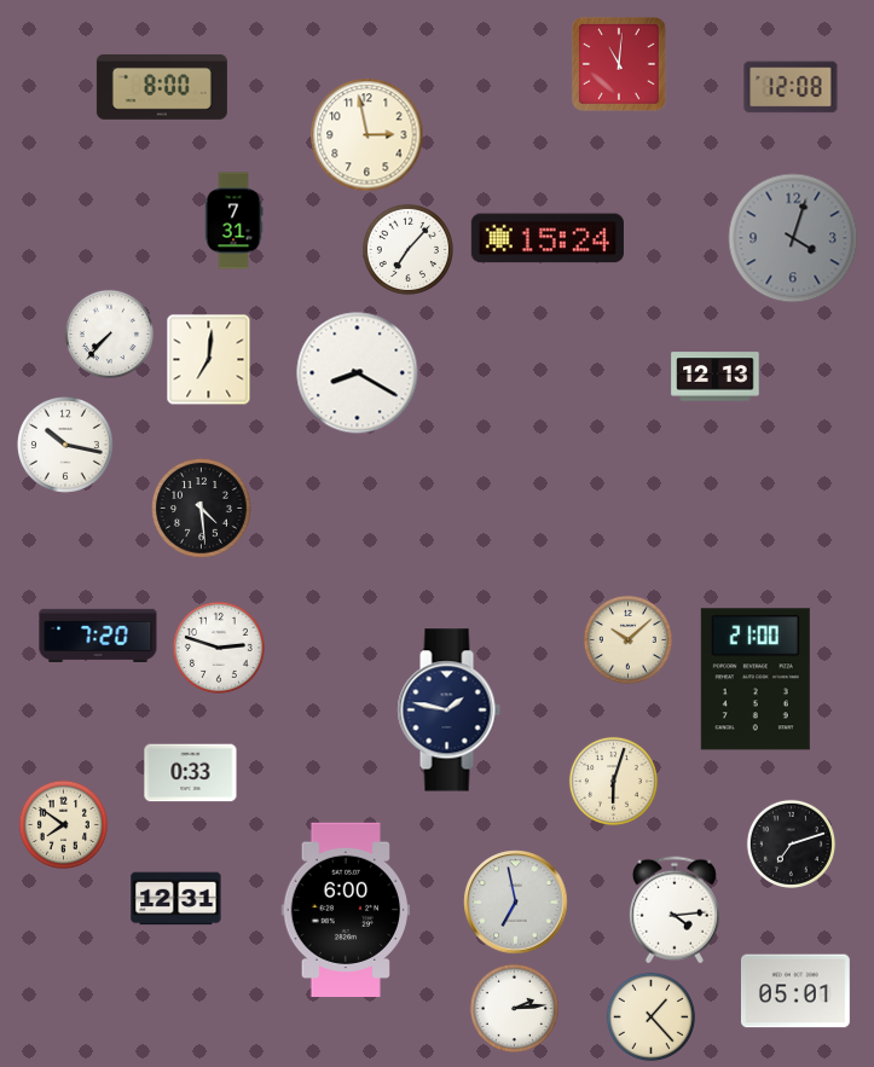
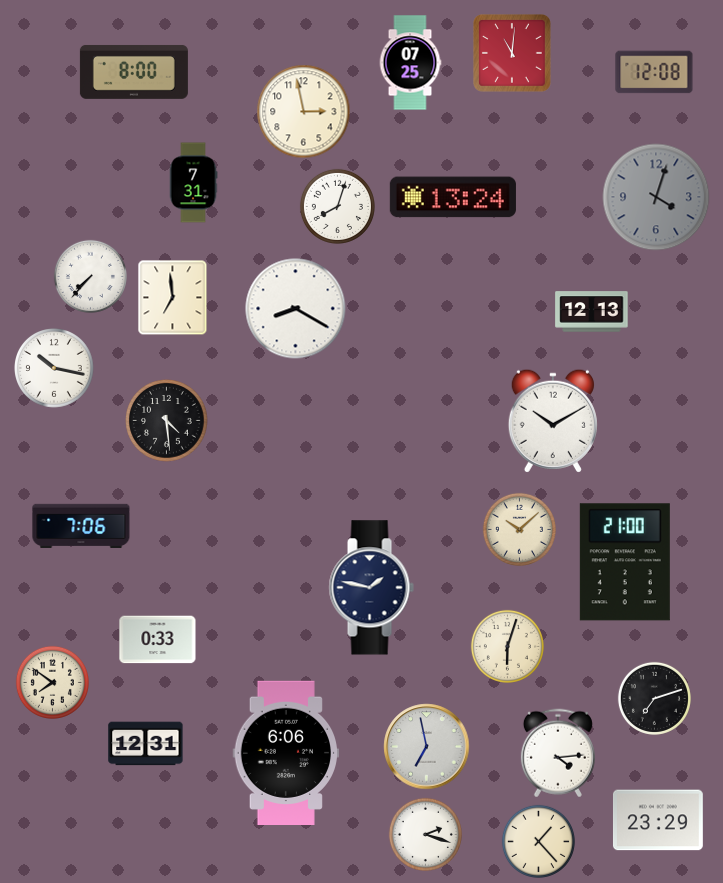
clock at (410, 63): none -> 07:25
clock at (548, 238): 15:24 -> 13:24
clock at (407, 249): 7:07 -> 8:03
clock at (209, 360): 7:01 -> 6:59
clock at (553, 421): none -> 10:10
clock at (98, 636): 7:20 -> 7:06
clock at (219, 648): 2:48 -> none
clock at (346, 909): 6:00 -> 6:06
clock at (795, 991): 05:01 -> 23:29
clock at (514, 1008): 2:14 -> 2:18
